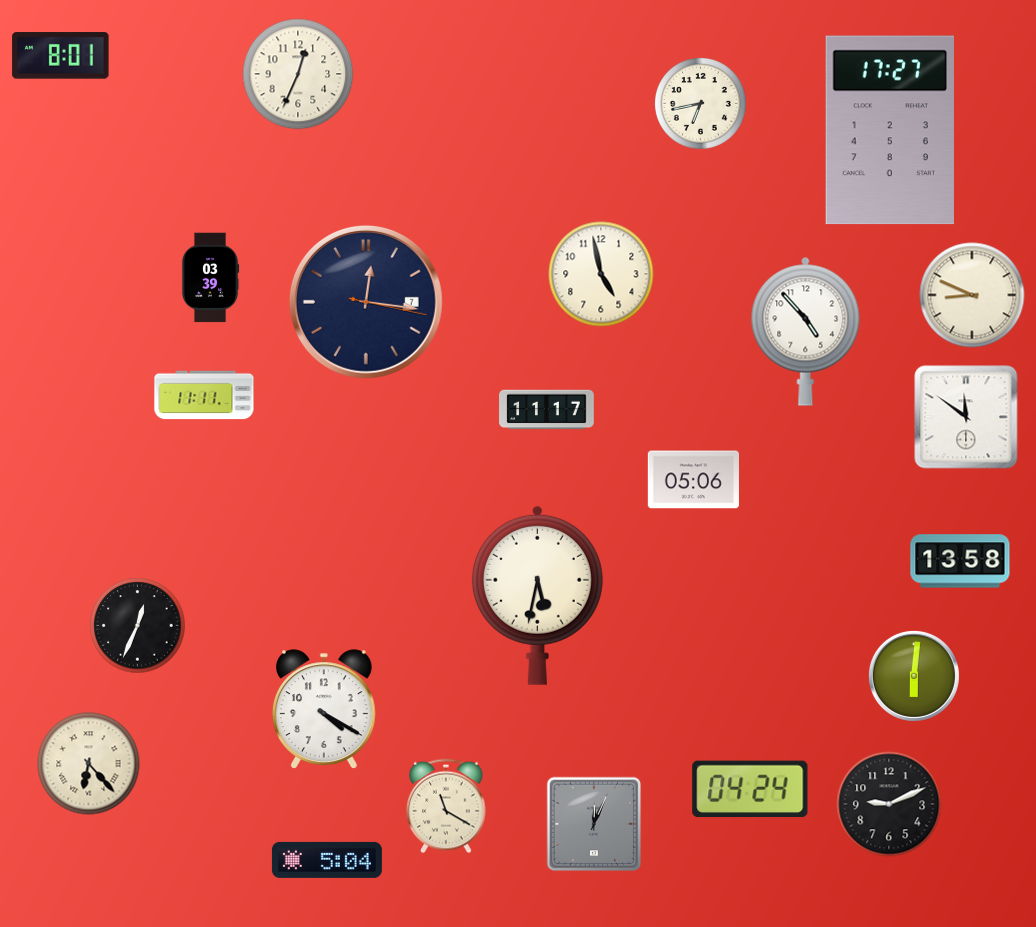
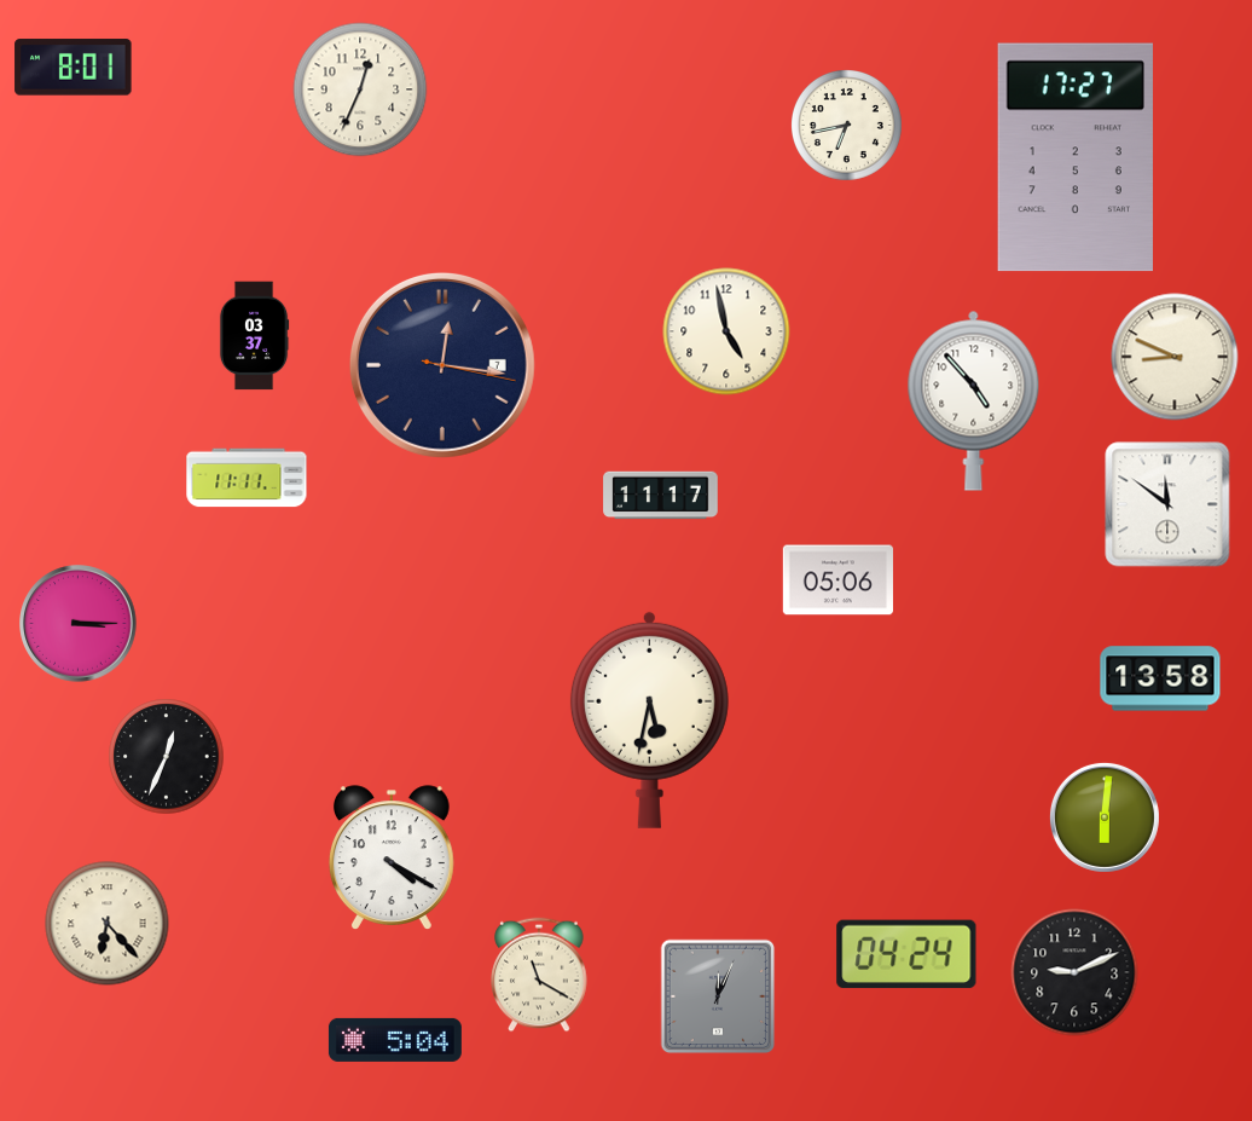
clock at (210, 278): 03:39 -> 03:37
clock at (79, 624): none -> 3:15
